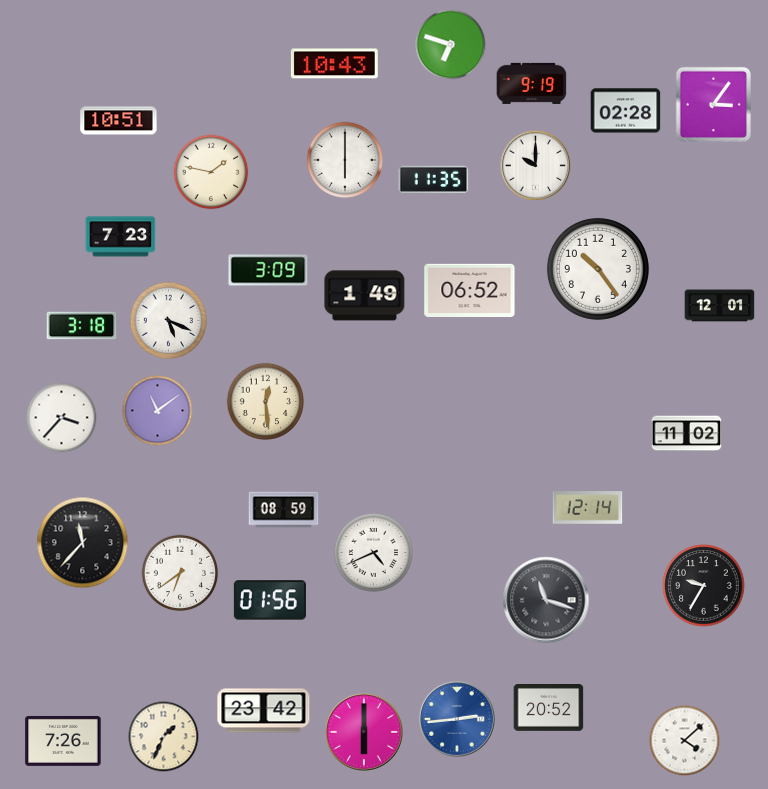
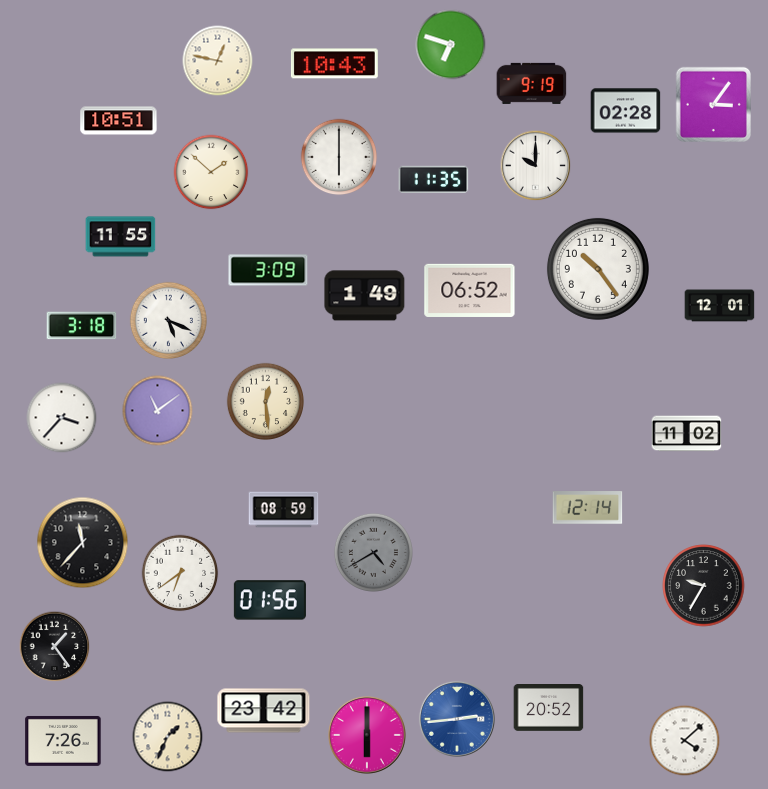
clock at (218, 61): none -> 12:47
clock at (345, 160) position: (345, 160) -> (339, 157)
clock at (211, 172): 1:47 -> 1:52
clock at (121, 237): 7:23 -> 11:55
clock at (373, 552): 4:41 -> 4:40
clock at (373, 552) dial: white -> grey
clock at (546, 600): 11:18 -> none
clock at (55, 647): none -> 1:24
clock at (365, 733) position: (365, 733) -> (368, 736)
clock at (164, 737) position: (164, 737) -> (168, 737)
